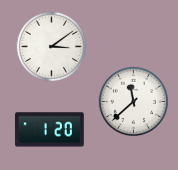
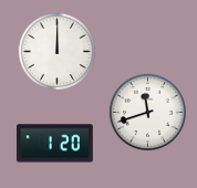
clock at (51, 46): 3:09 -> 12:00
clock at (133, 101): 11:38 -> 11:42
